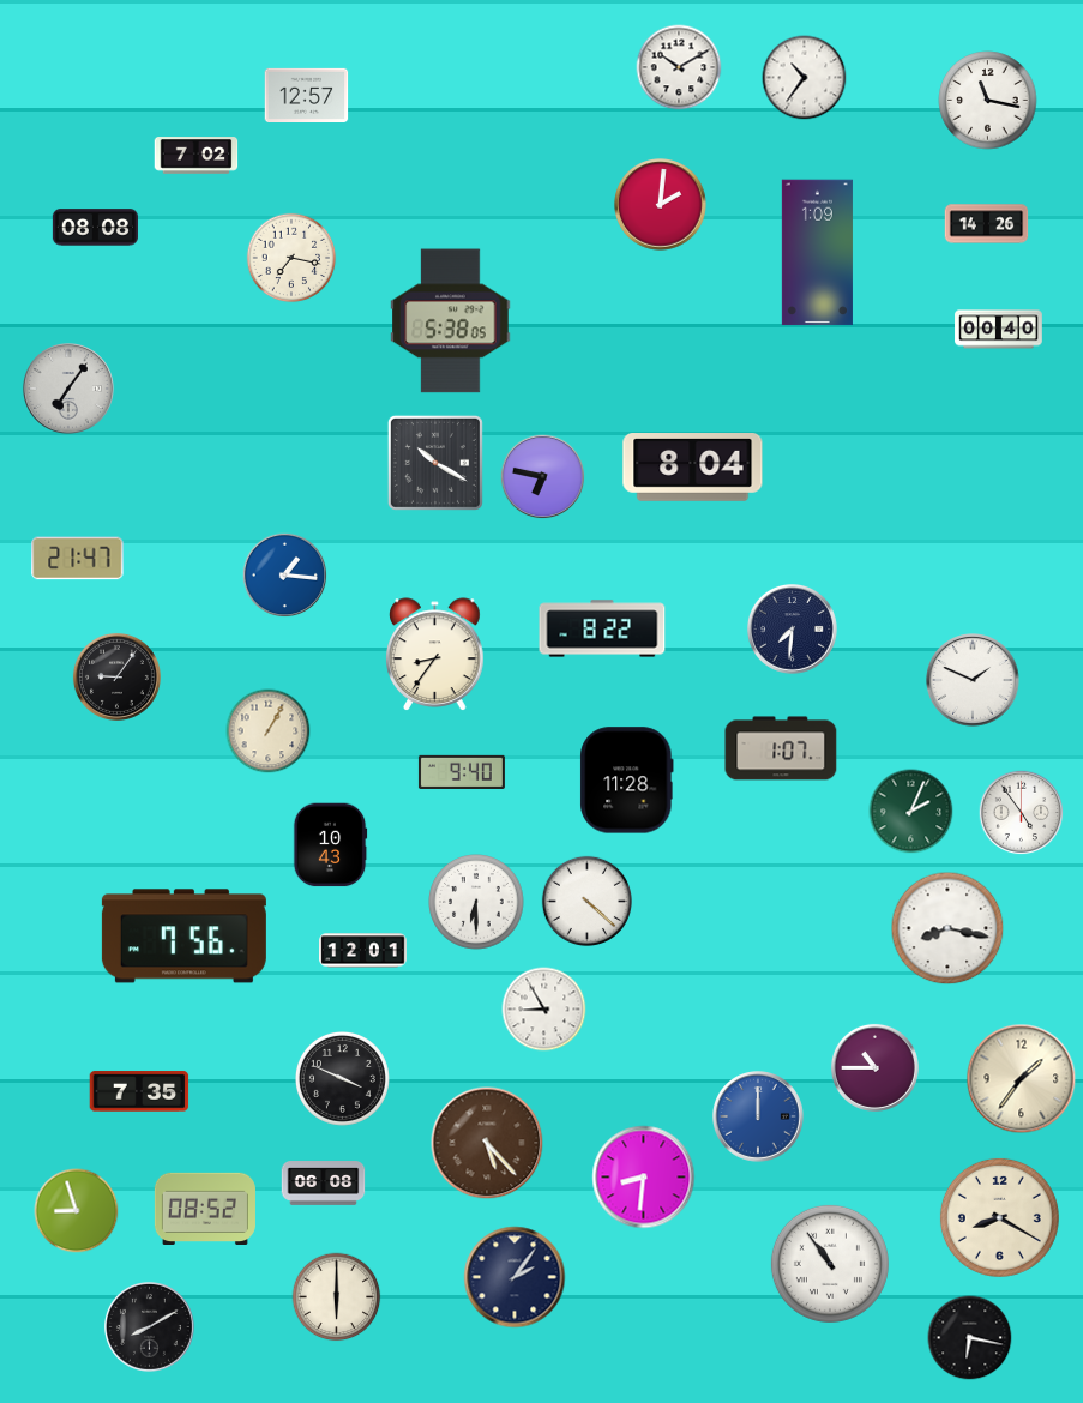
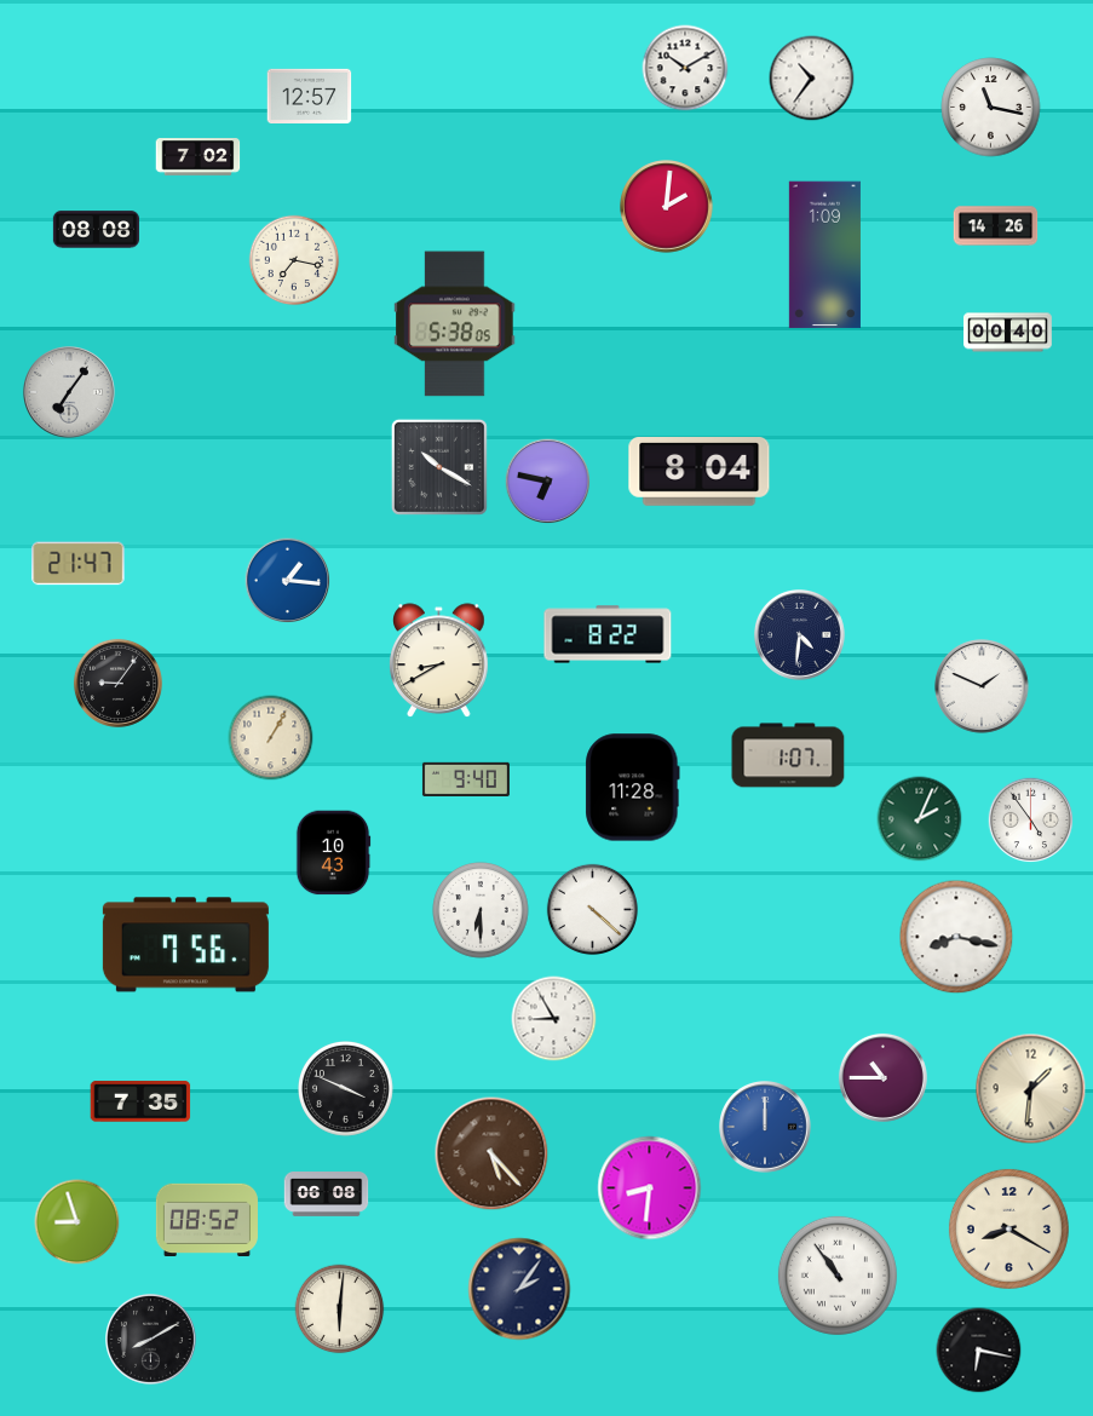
clock at (988, 101) position: (988, 101) -> (991, 108)
clock at (793, 630): 7:31 -> 4:31
clock at (435, 654): 8:36 -> 8:40
clock at (363, 951): 12:01 -> none
clock at (544, 1010) position: (544, 1010) -> (554, 1019)
clock at (1022, 1079): 1:36 -> 1:31
clock at (337, 1297): 6:00 -> 6:01
